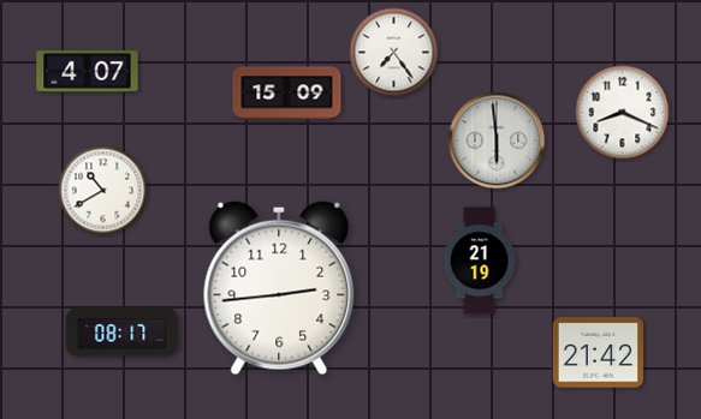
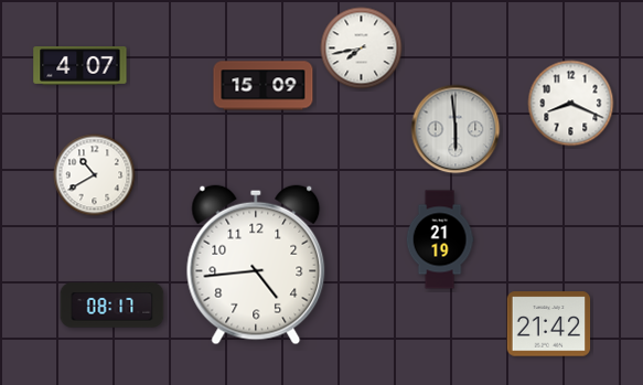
clock at (394, 53): 7:24 -> 7:43
clock at (279, 288): 2:44 -> 4:44
